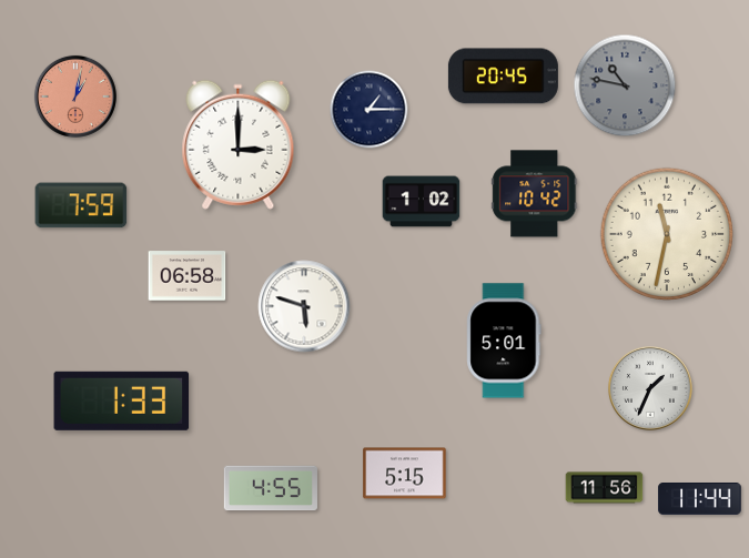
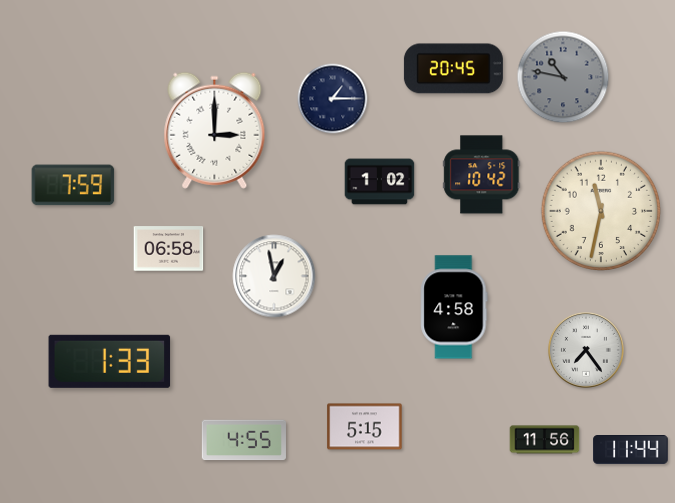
clock at (75, 97): 1:02 -> none
clock at (304, 306): 5:48 -> 12:58
clock at (504, 341): 5:01 -> 4:58
clock at (650, 388): 1:34 -> 7:24
